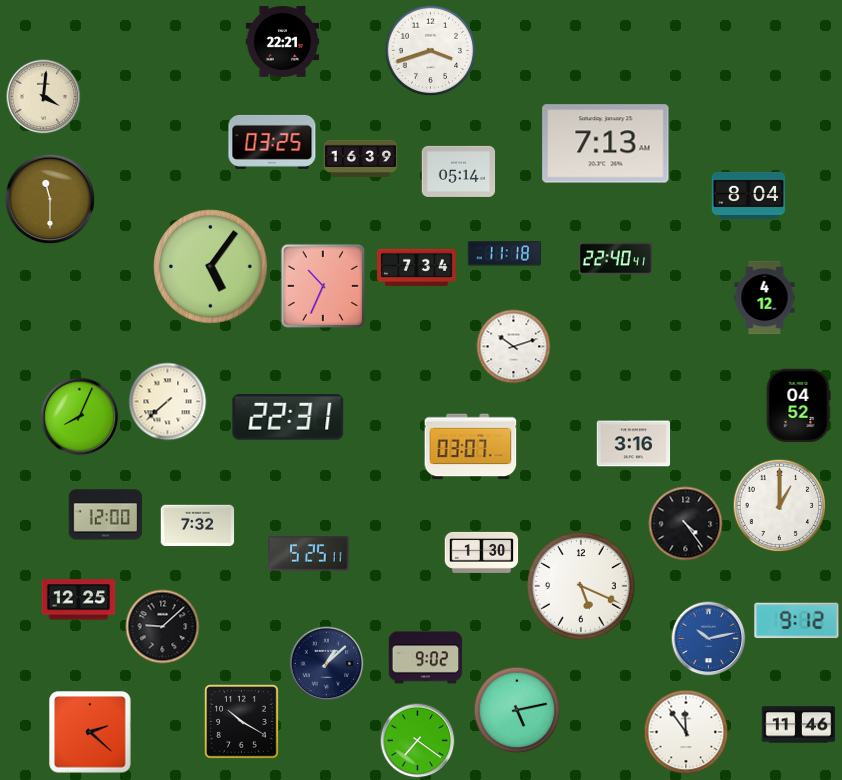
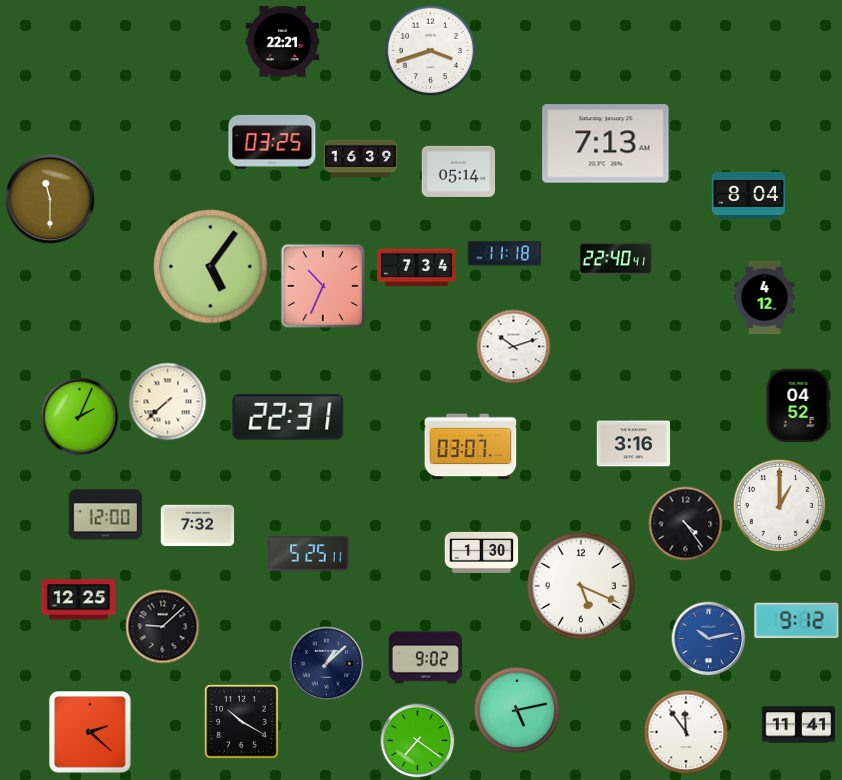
clock at (44, 97): 4:01 -> none
clock at (80, 417): 8:04 -> 2:04
clock at (799, 725): 11:46 -> 11:41
